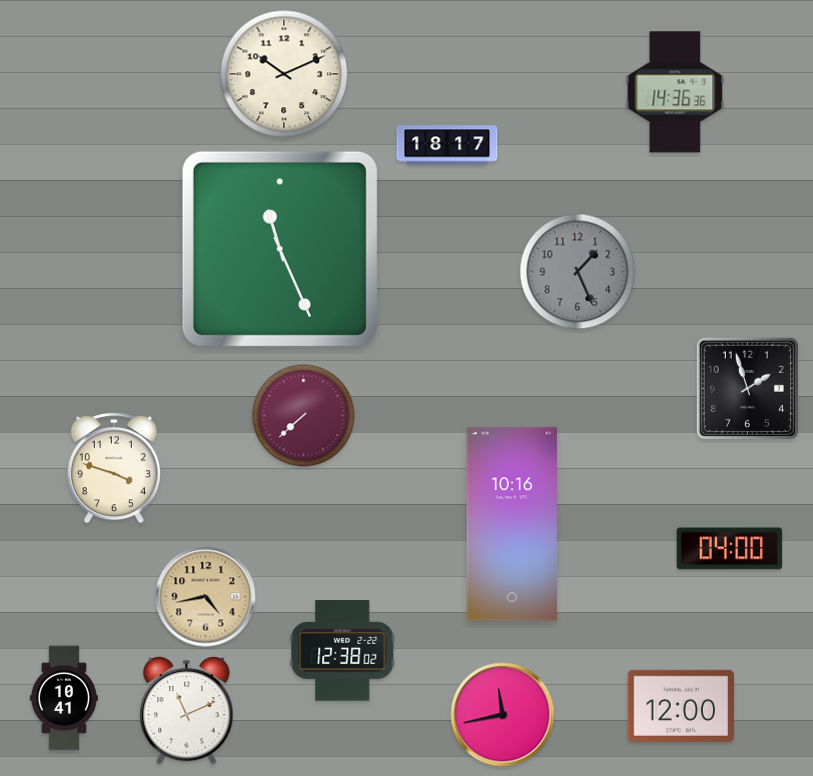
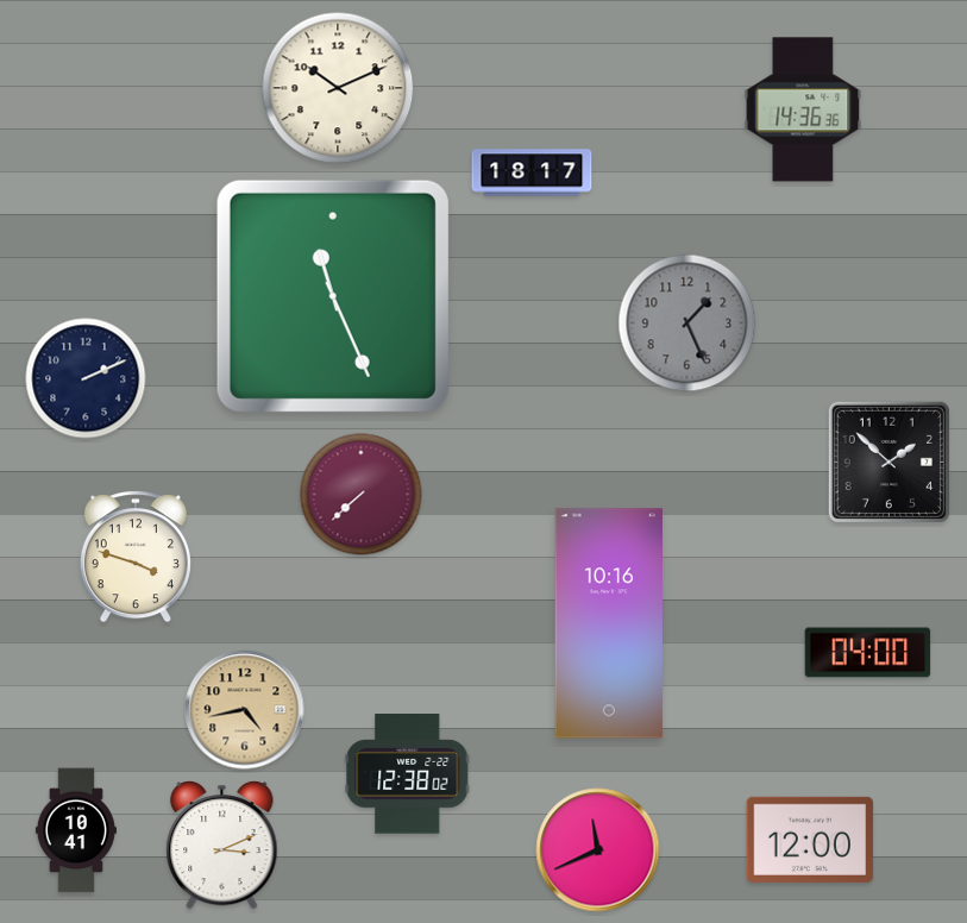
clock at (86, 378): none -> 2:11
clock at (747, 388): 1:57 -> 1:52
clock at (187, 710): 11:11 -> 3:11
clock at (503, 715): 11:43 -> 11:41
